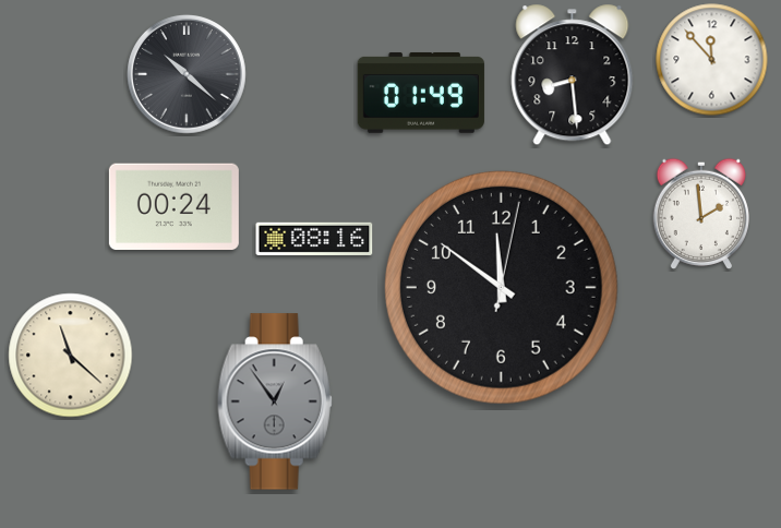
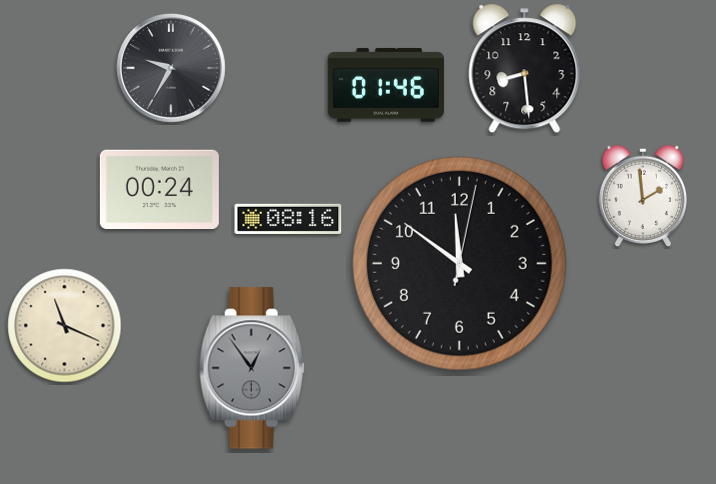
clock at (712, 60): 11:53 -> none
clock at (187, 74): 10:22 -> 9:35
clock at (421, 93): 01:49 -> 01:46
clock at (71, 356): 11:22 -> 11:19
